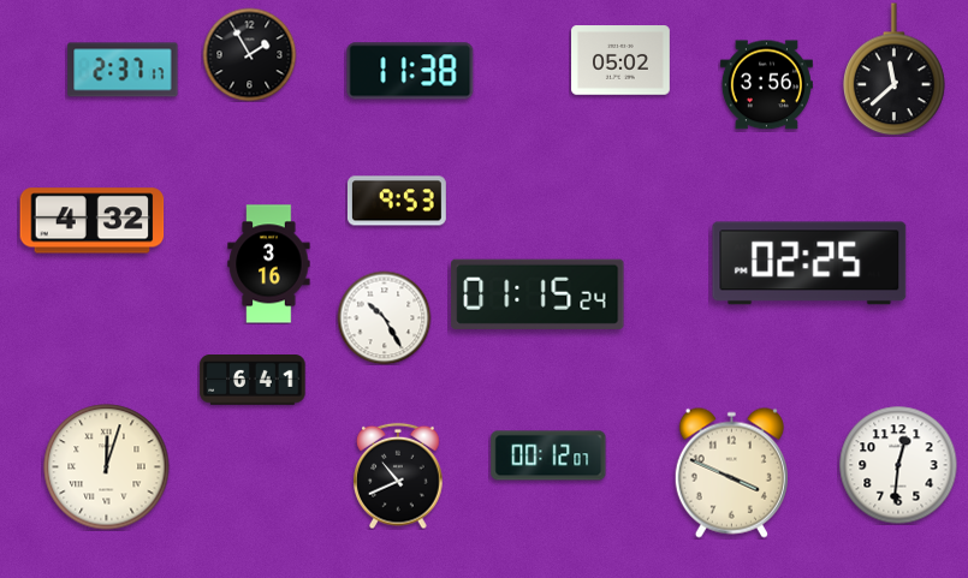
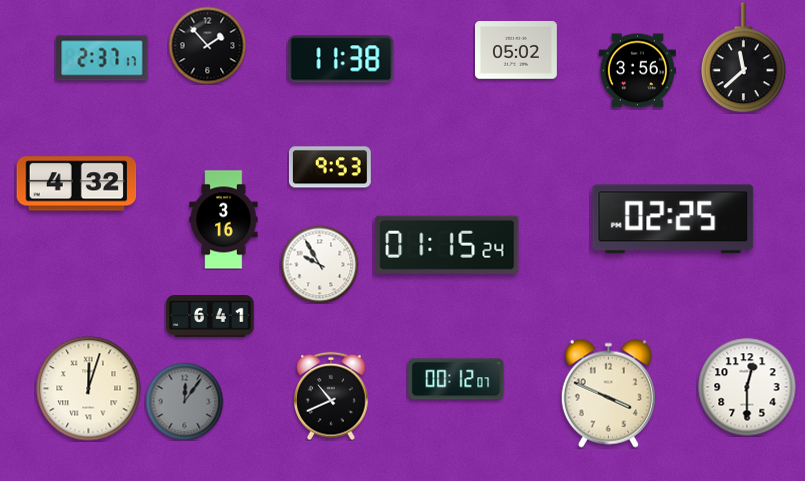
clock at (249, 54): 1:55 -> 1:53
clock at (384, 317): 10:25 -> 9:55
clock at (898, 465): 12:31 -> 12:30
clock at (184, 401): none -> 12:06
